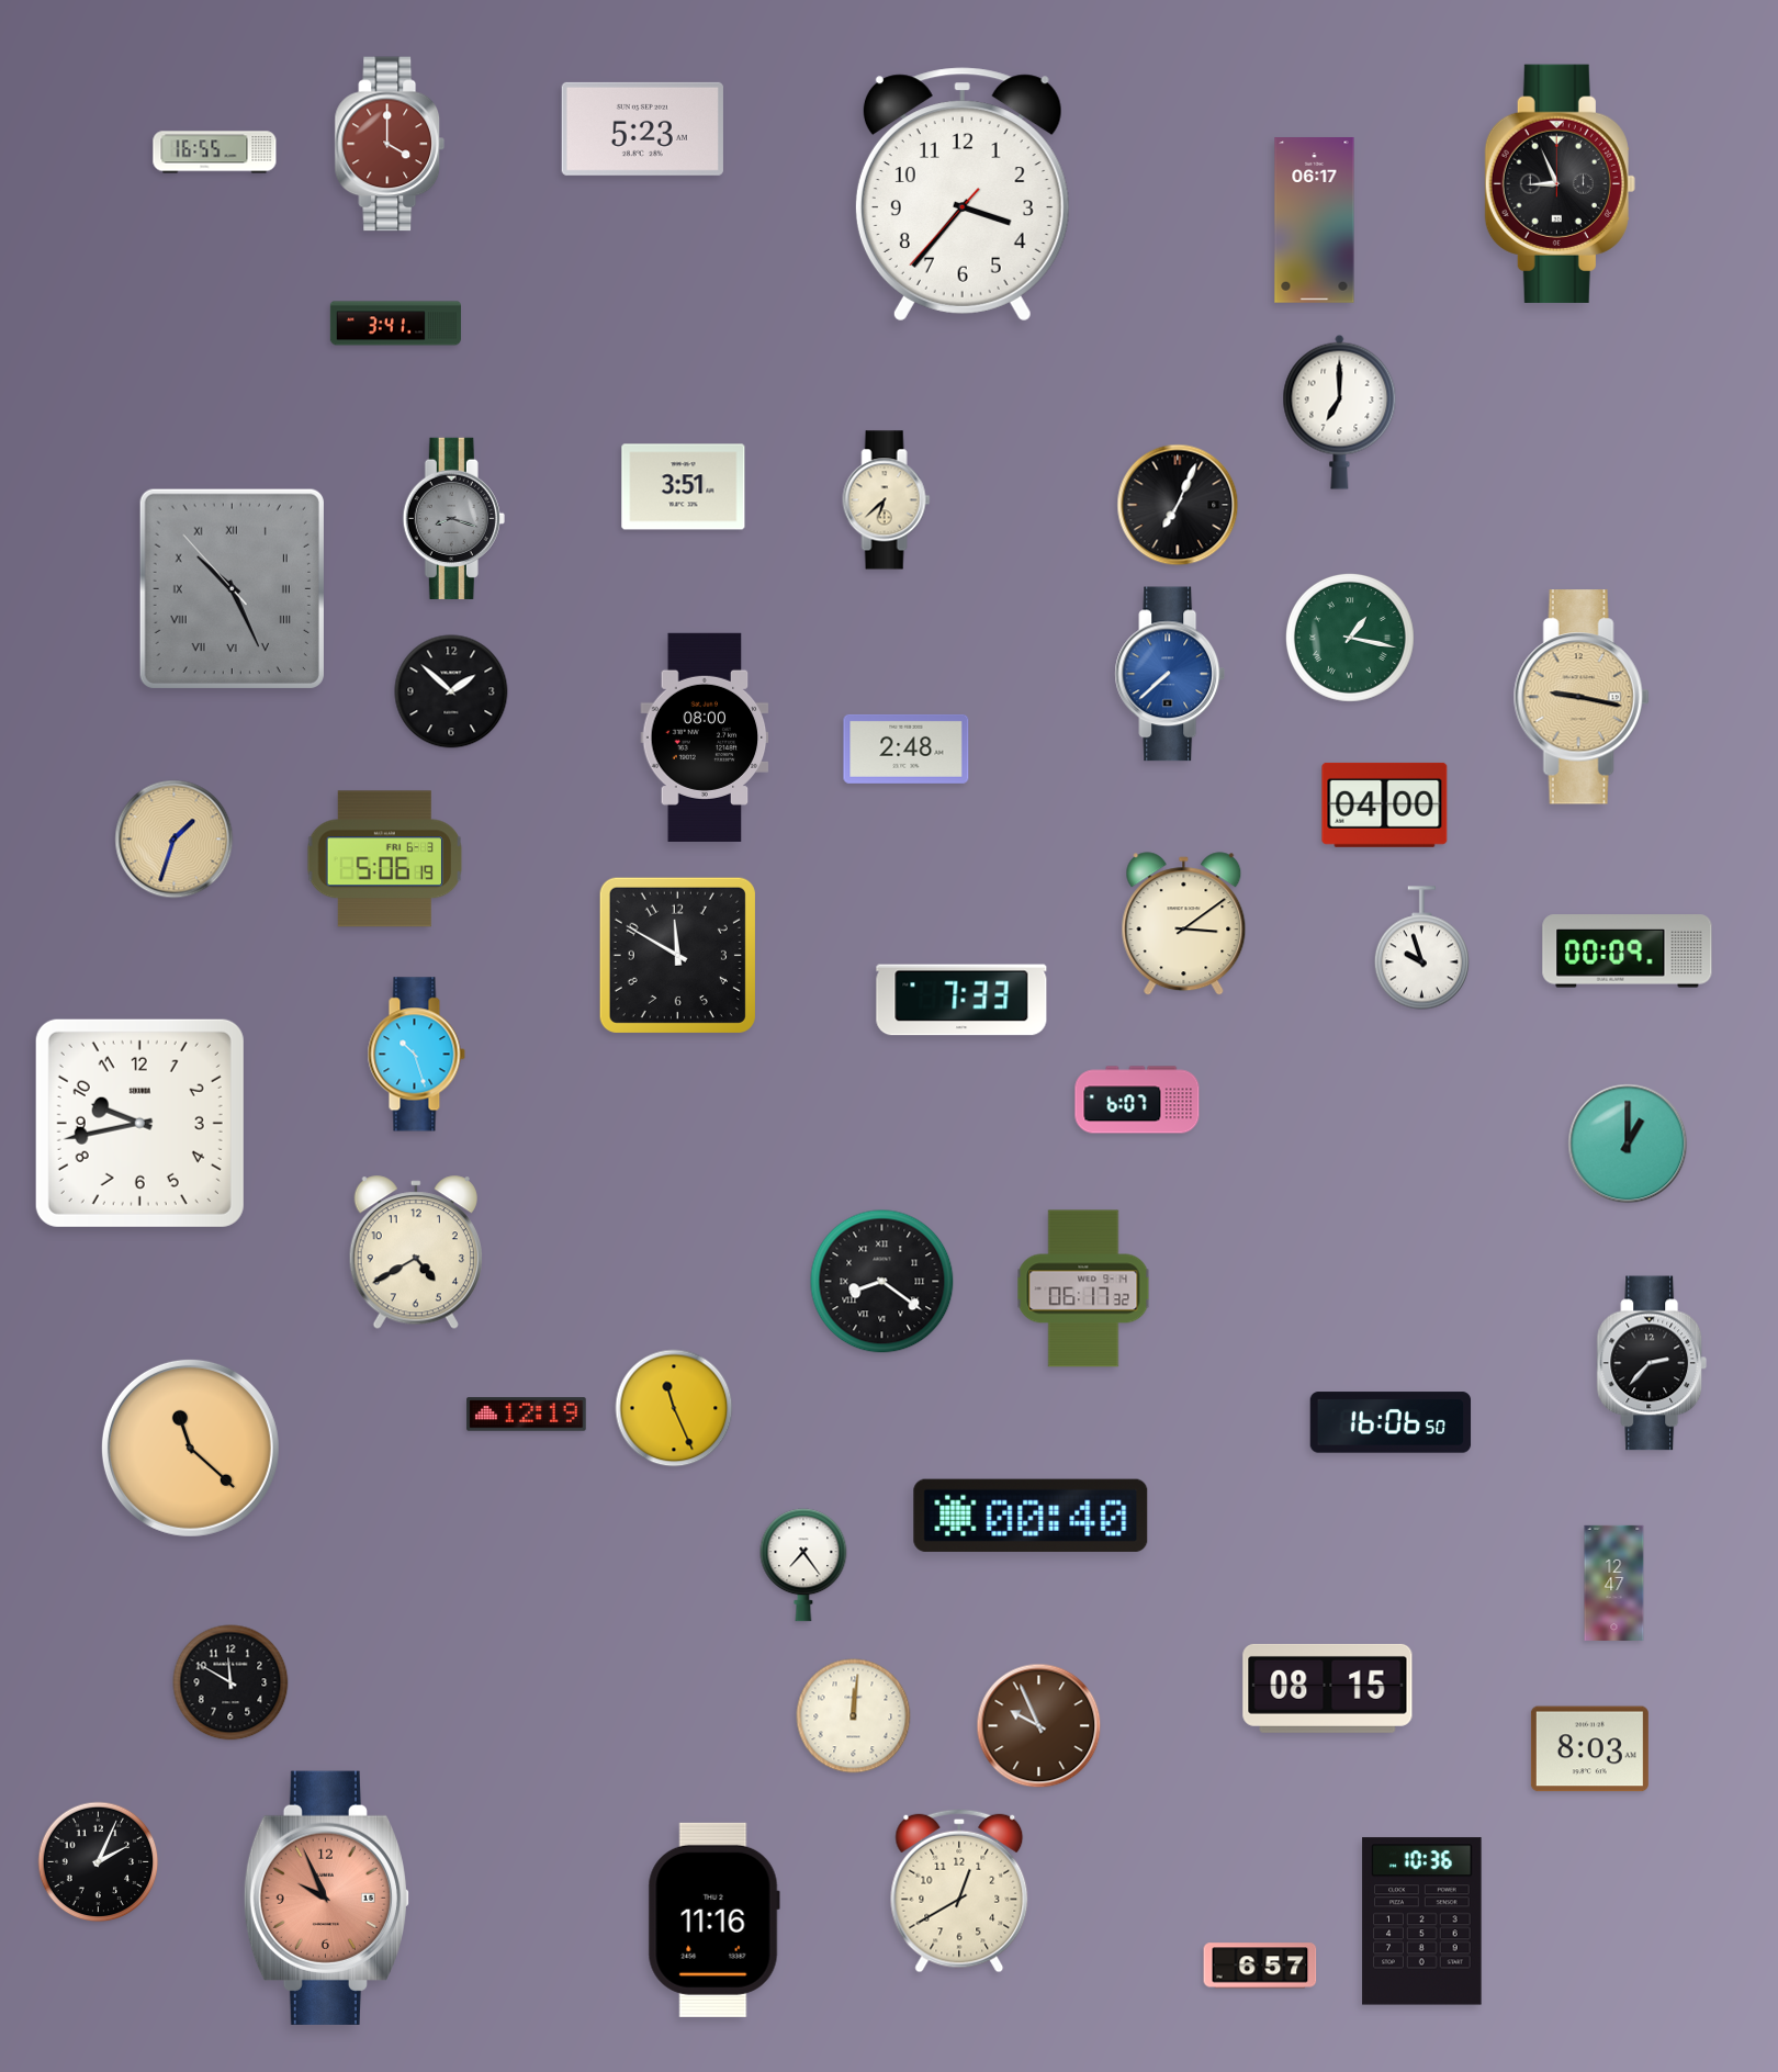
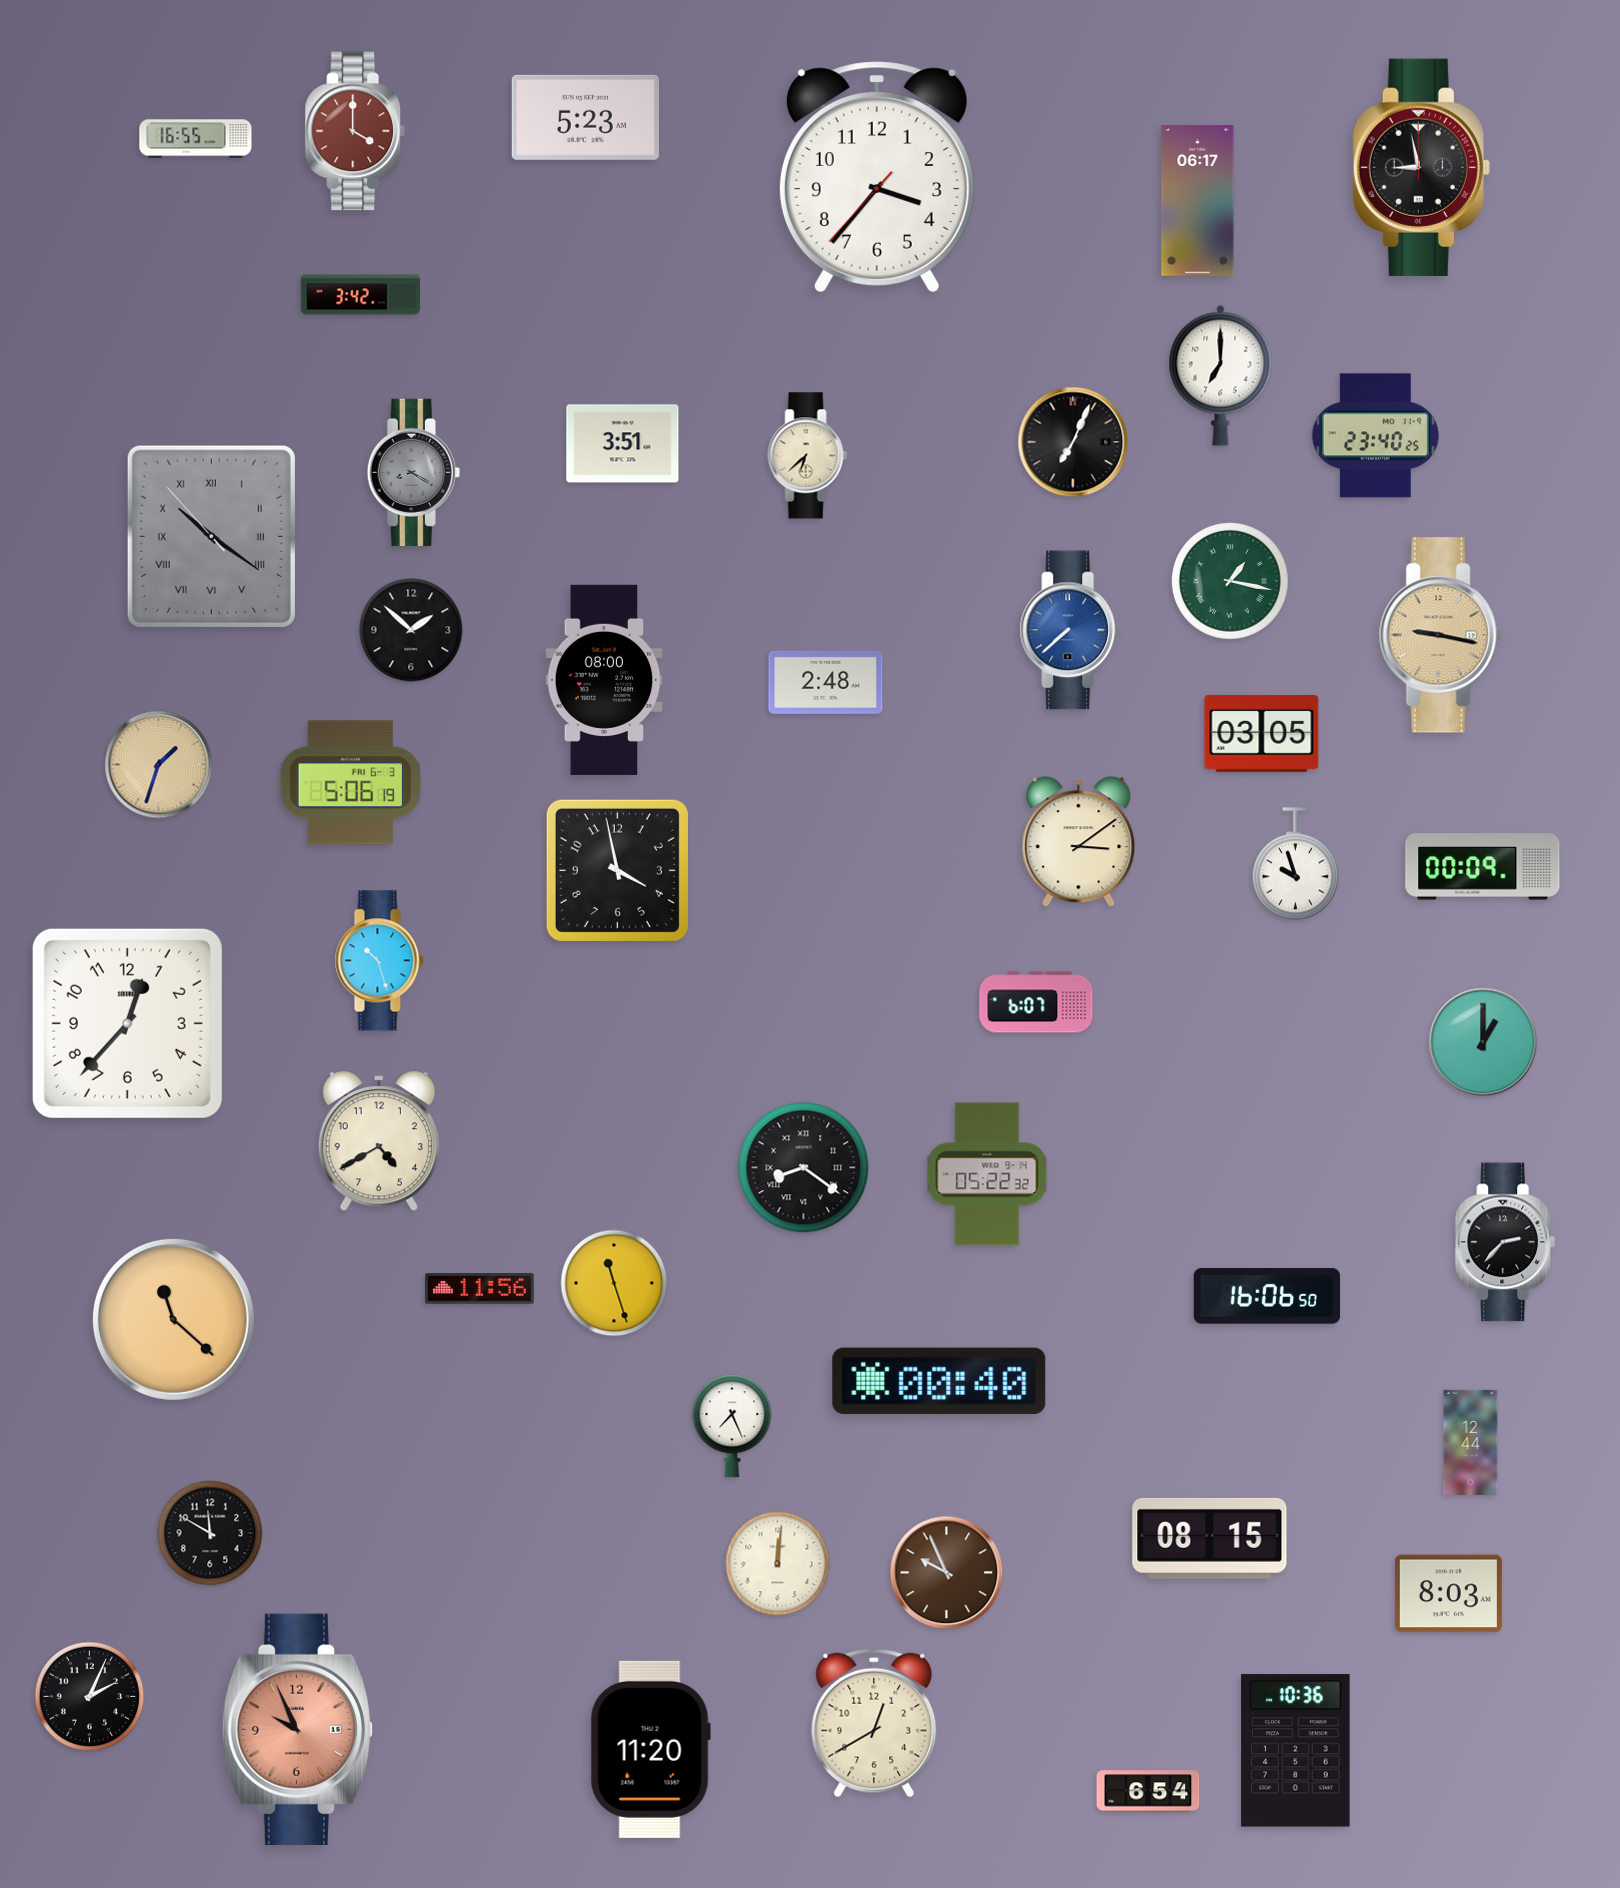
clock at (1560, 183): 8:56 -> 8:58
clock at (395, 324): 3:41 -> 3:42
clock at (1375, 436): none -> 23:40
clock at (1178, 505) position: (1178, 505) -> (1073, 442)
clock at (453, 518): 8:18 -> 8:20
clock at (232, 588): 10:25 -> 10:20
clock at (1170, 674) position: (1170, 674) -> (1070, 630)
clock at (705, 737) position: (705, 737) -> (604, 680)
clock at (1385, 804): 04:00 -> 03:05
clock at (677, 955): 11:50 -> 3:58
clock at (961, 1000): 7:33 -> none
clock at (139, 1123): 9:43 -> 12:37
clock at (1083, 1288): 06:17 -> 05:22
clock at (674, 1408): 11:26 -> 11:27
clock at (527, 1415): 12:19 -> 11:56
clock at (803, 1565): 7:24 -> 7:26
clock at (1614, 1583): 12:47 -> 12:44
clock at (713, 1919): 11:16 -> 11:20
clock at (1260, 1966): 6:57 -> 6:54
